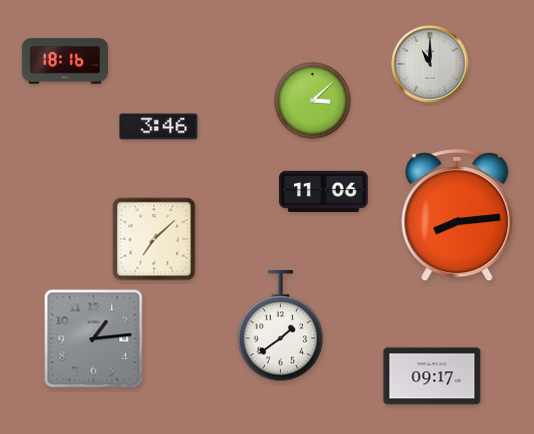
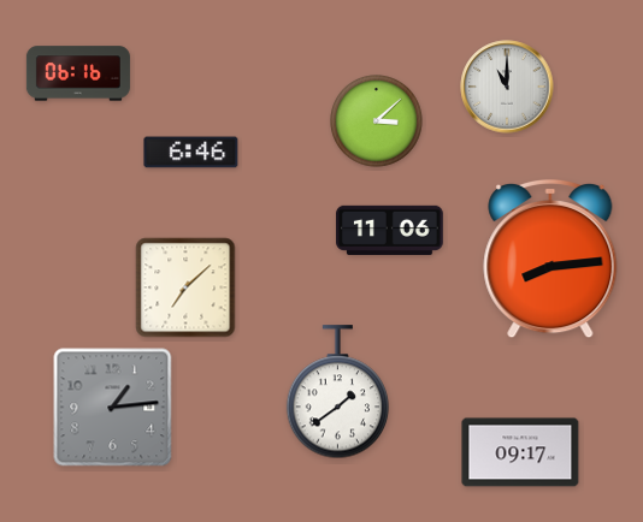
clock at (65, 61): 18:16 -> 06:16
clock at (430, 64) position: (430, 64) -> (507, 87)
clock at (159, 127): 3:46 -> 6:46
